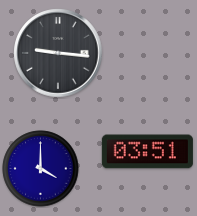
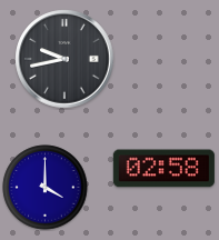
clock at (58, 53): 9:16 -> 9:43
clock at (147, 152): 03:51 -> 02:58
